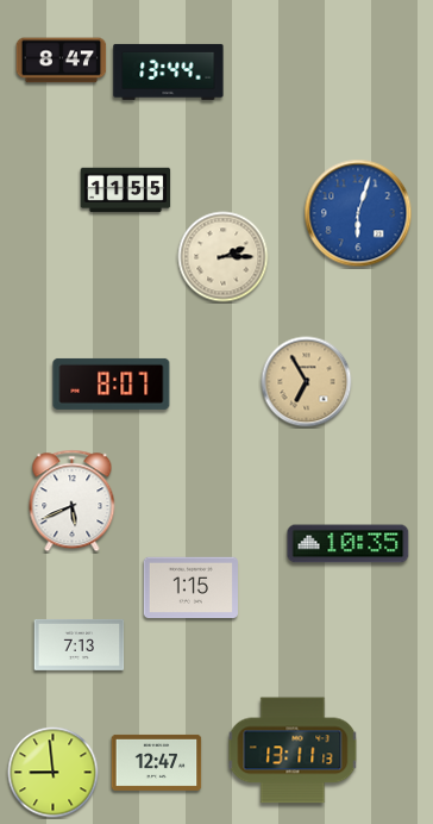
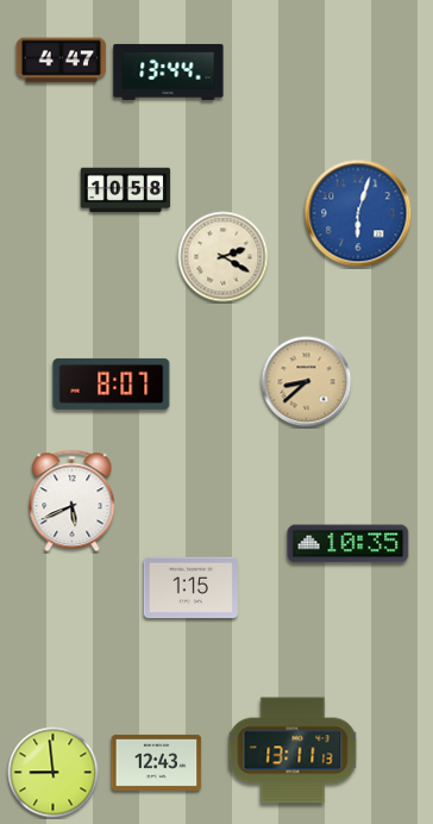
clock at (62, 61): 8:47 -> 4:47
clock at (126, 191): 11:55 -> 10:58
clock at (224, 257): 2:15 -> 2:20
clock at (307, 382): 6:55 -> 8:38
clock at (80, 644): 7:13 -> none
clock at (157, 762): 12:47 -> 12:43
